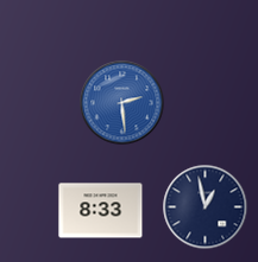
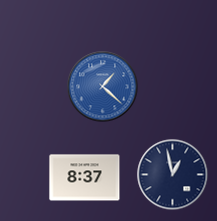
clock at (122, 103): 2:29 -> 1:22
clock at (101, 211): 8:33 -> 8:37
